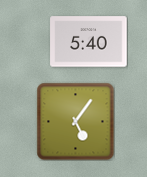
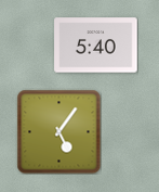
clock at (75, 121) position: (75, 121) -> (58, 131)
